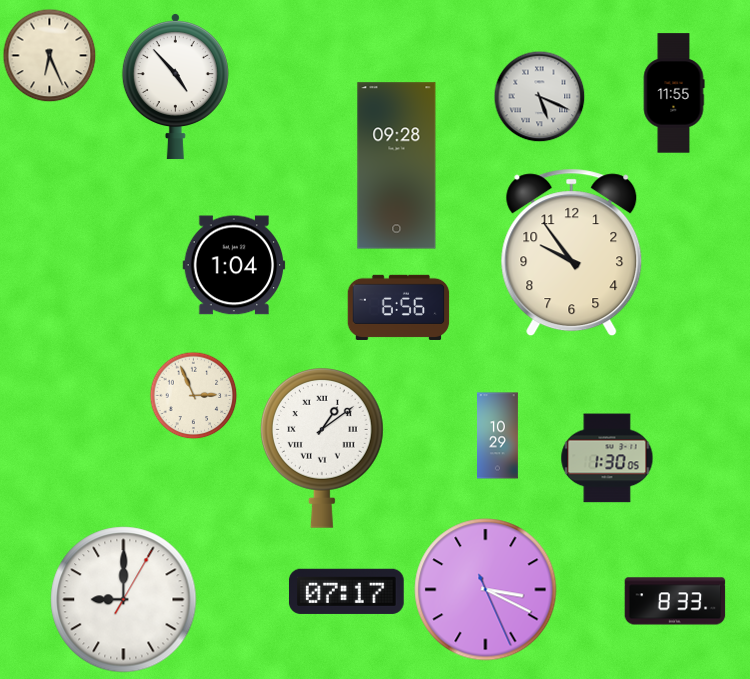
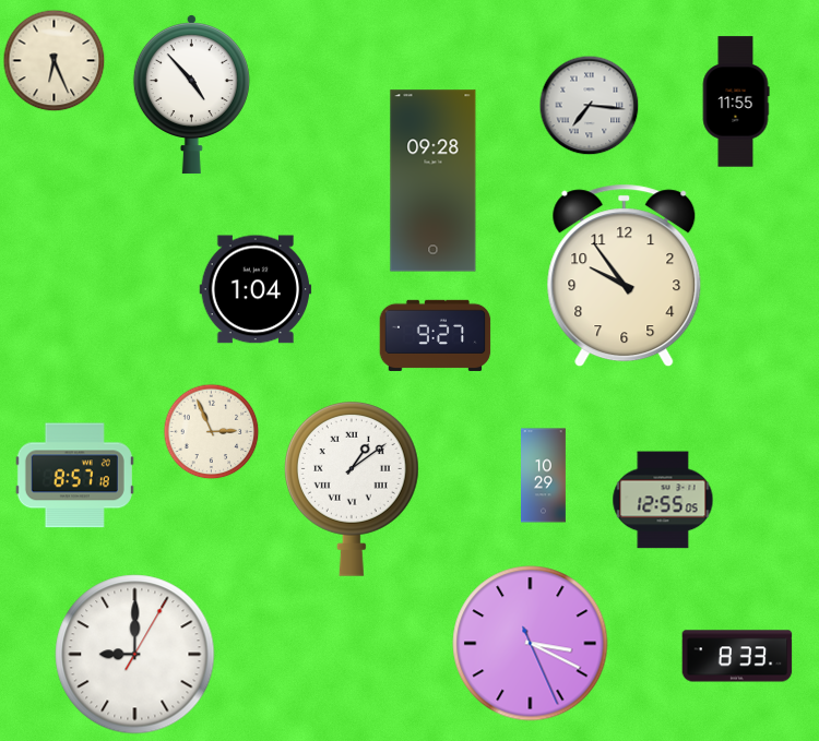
clock at (539, 96): 5:19 -> 7:16
clock at (399, 307): 6:56 -> 9:27
clock at (74, 476): none -> 8:57
clock at (607, 458): 1:30 -> 12:55
clock at (346, 591): 07:17 -> none
